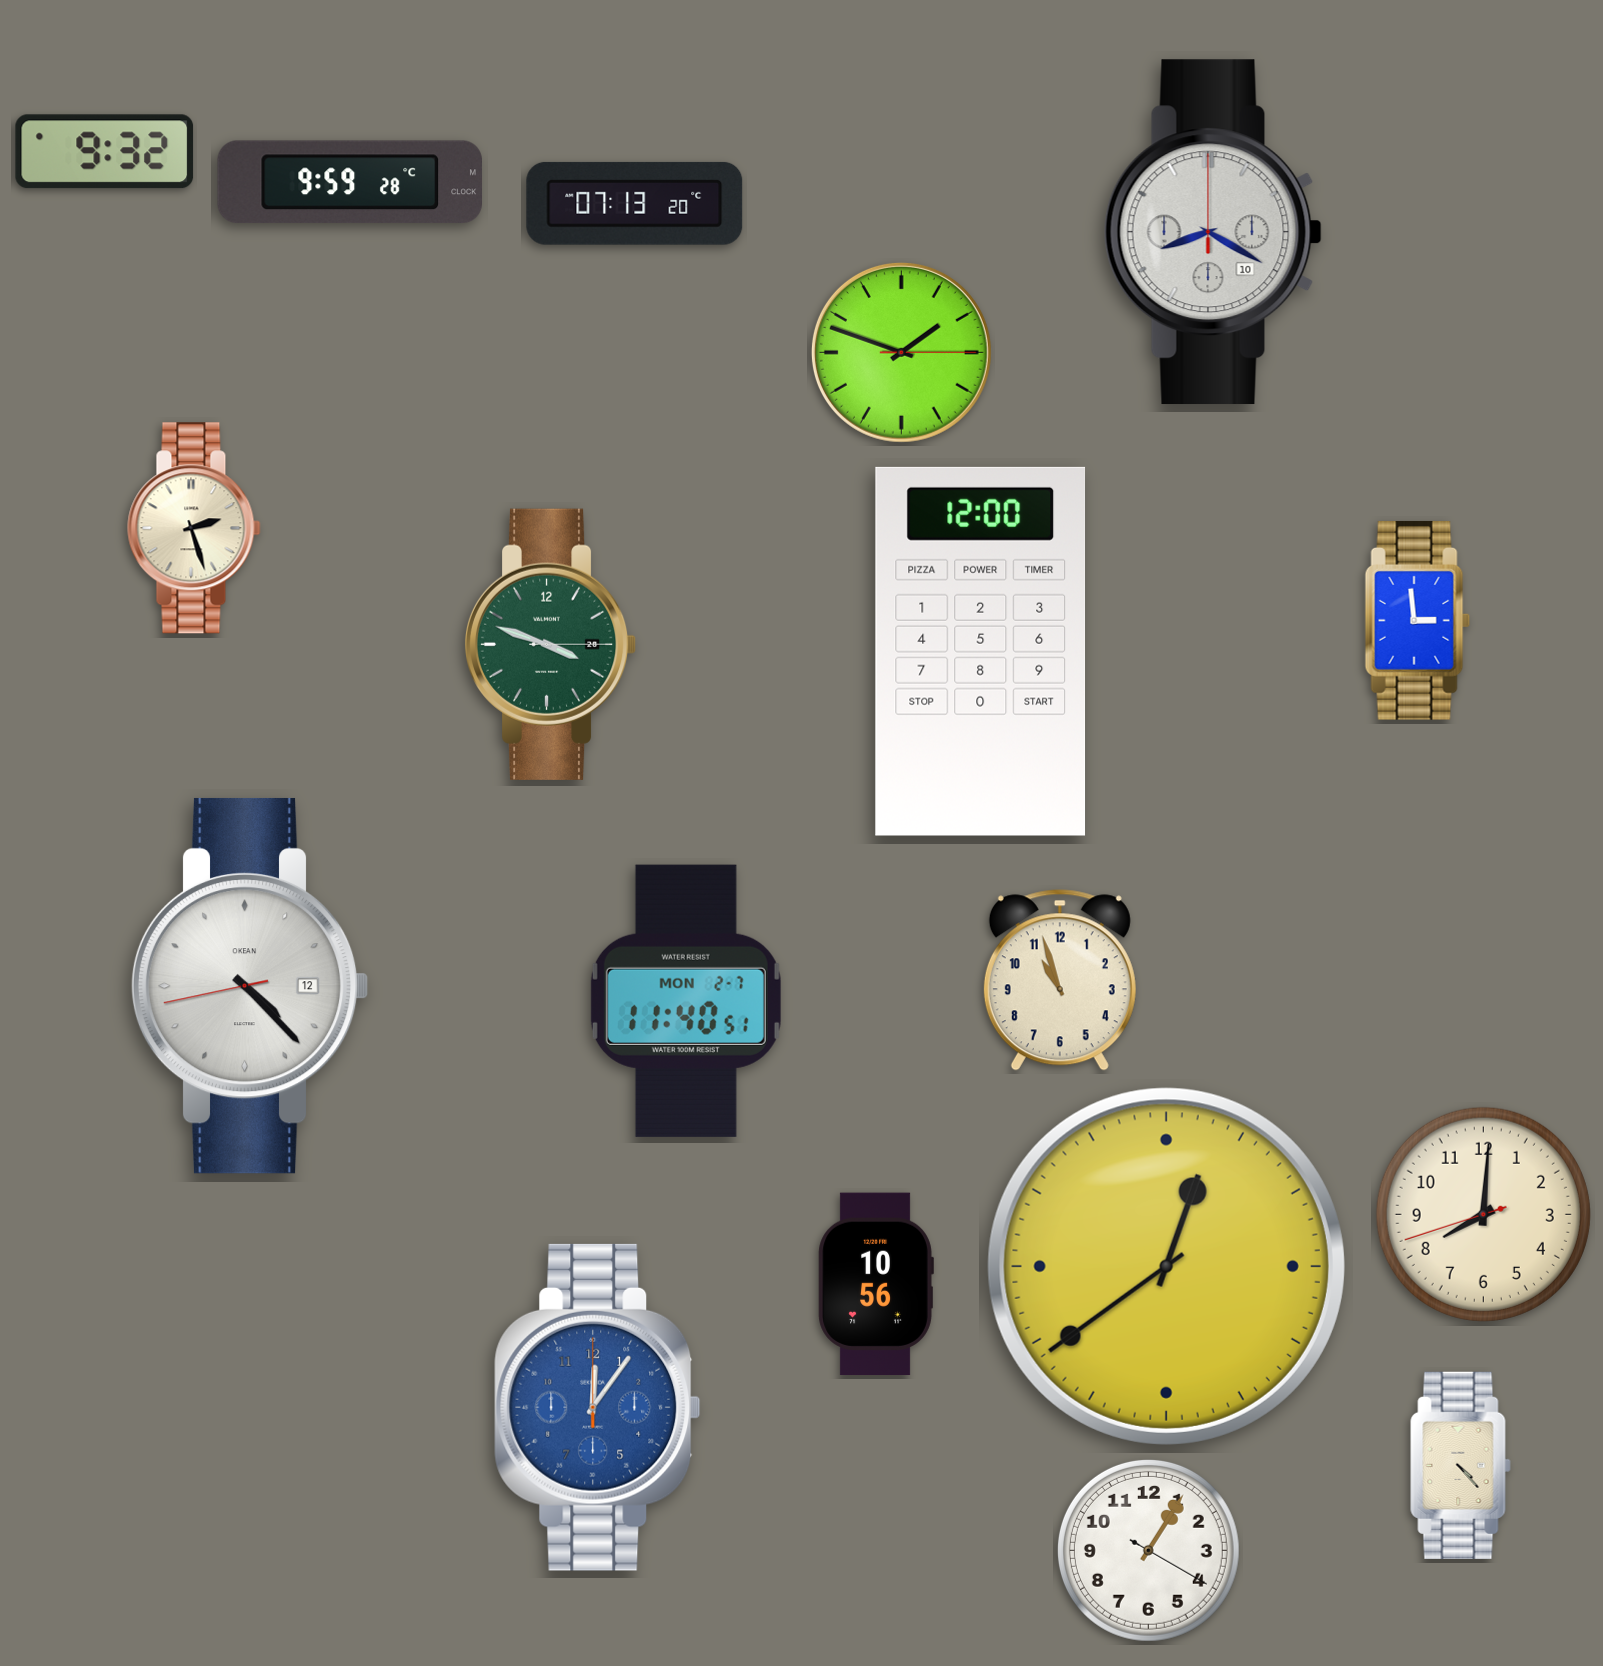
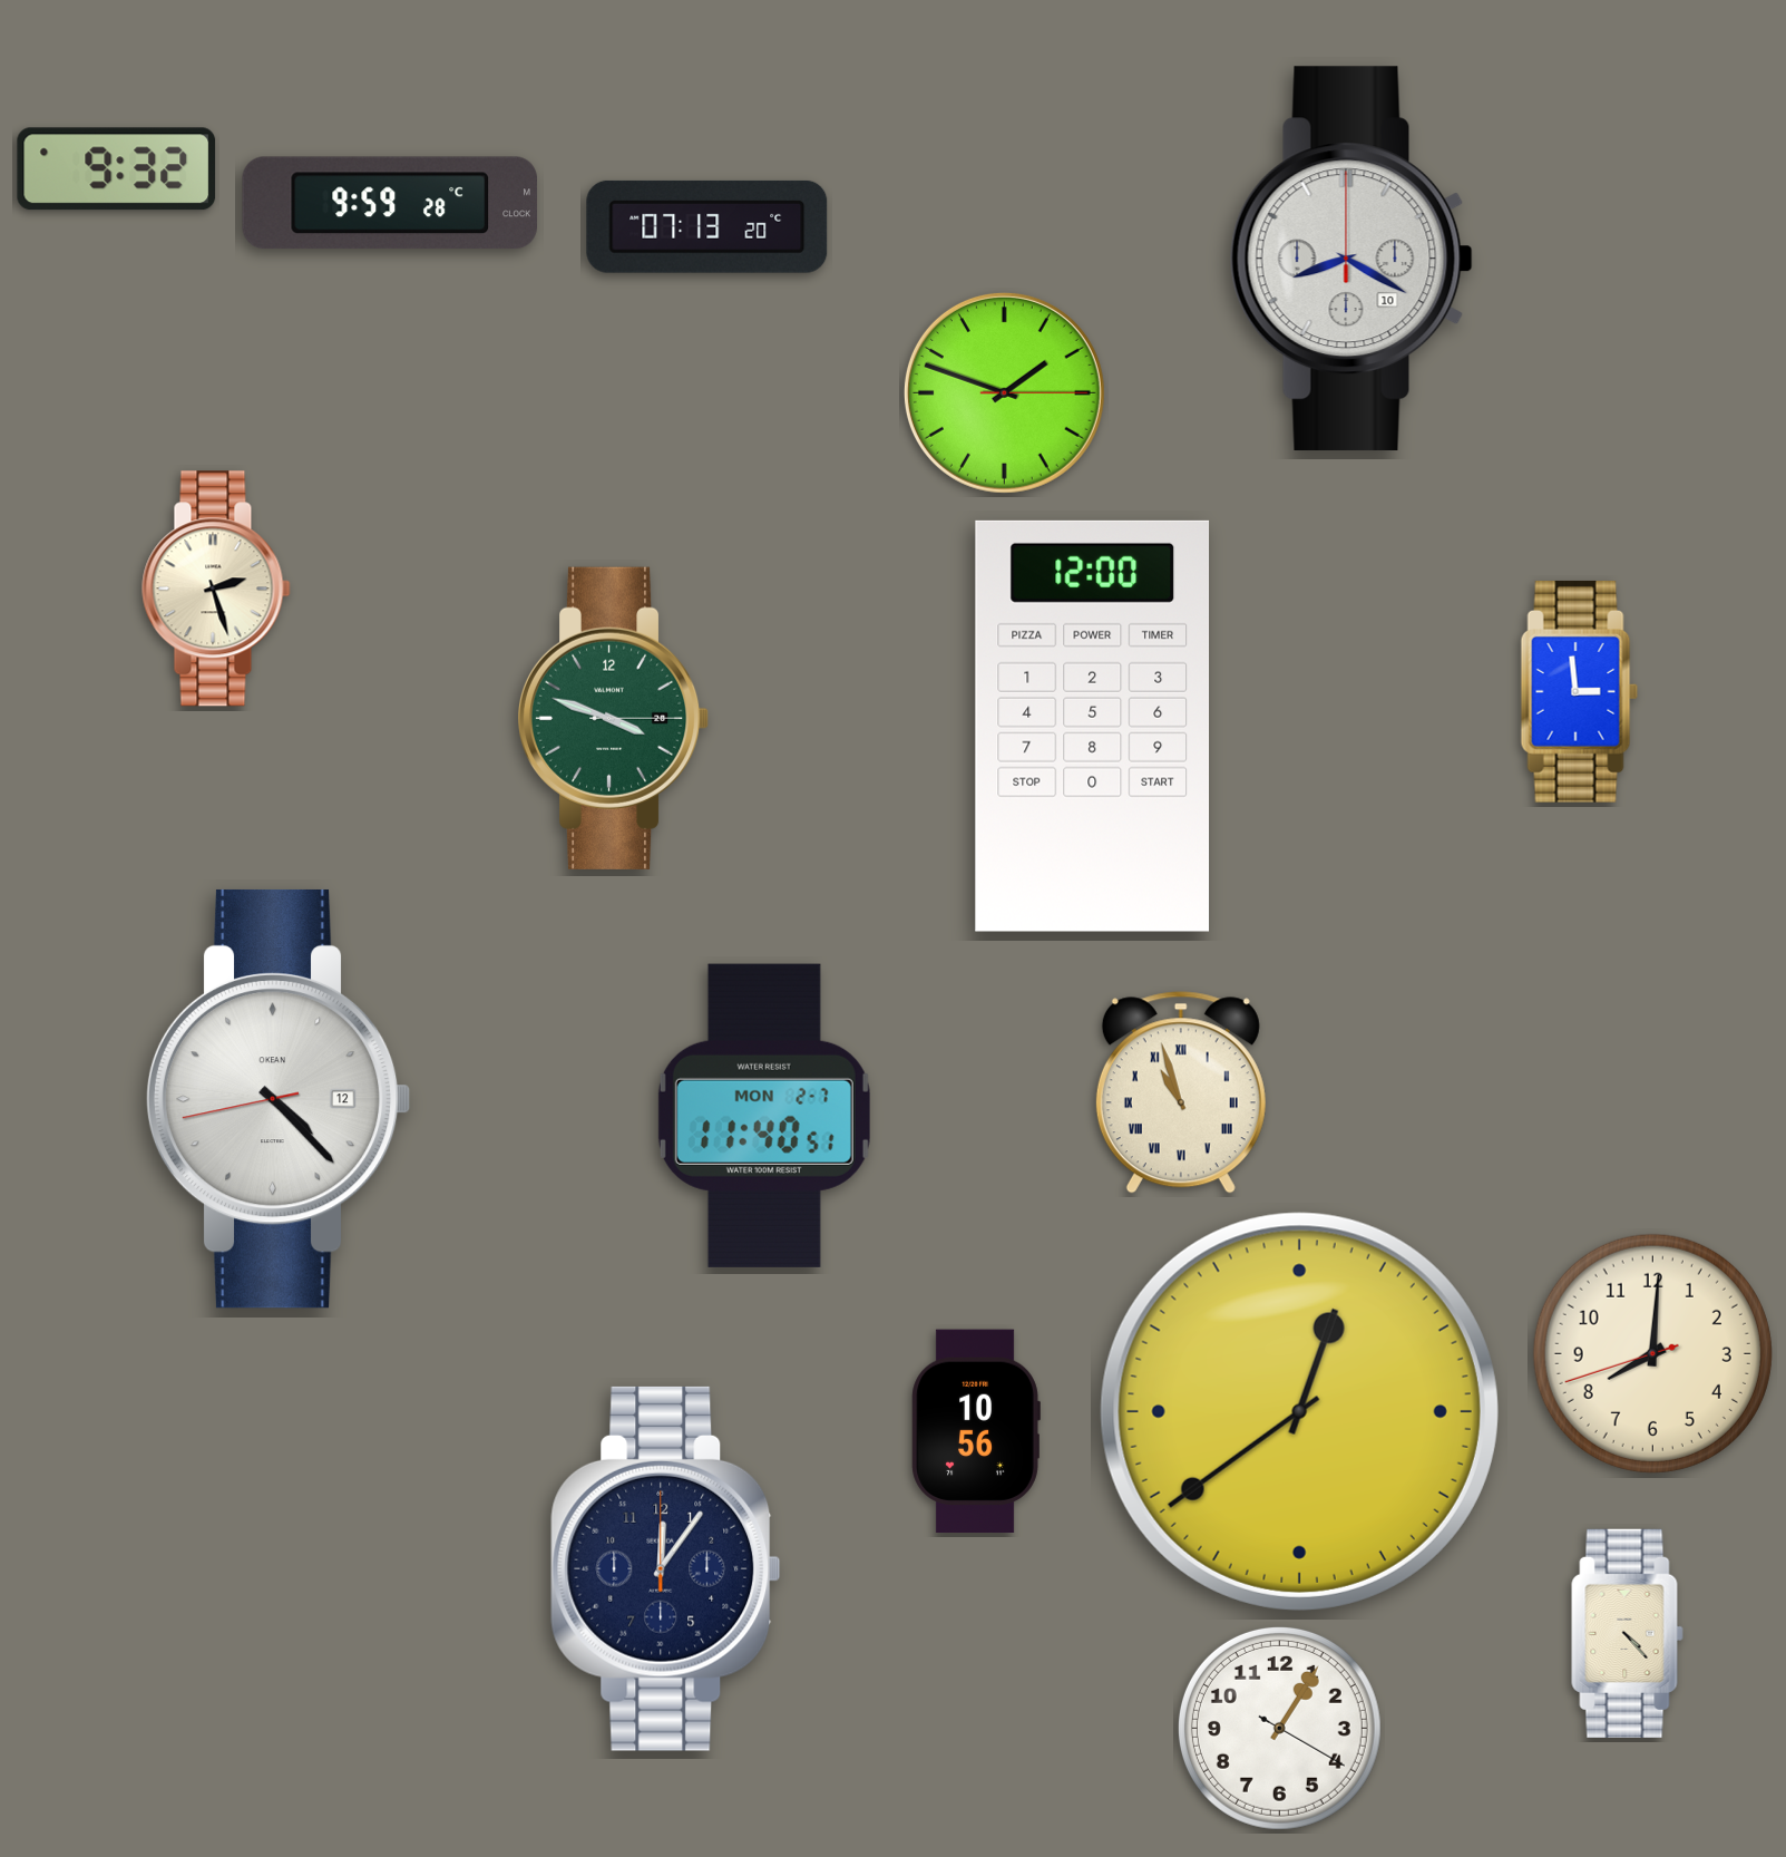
clock at (1060, 980) numerals: Arabic -> Roman
clock at (598, 1407) dial: blue -> navy
